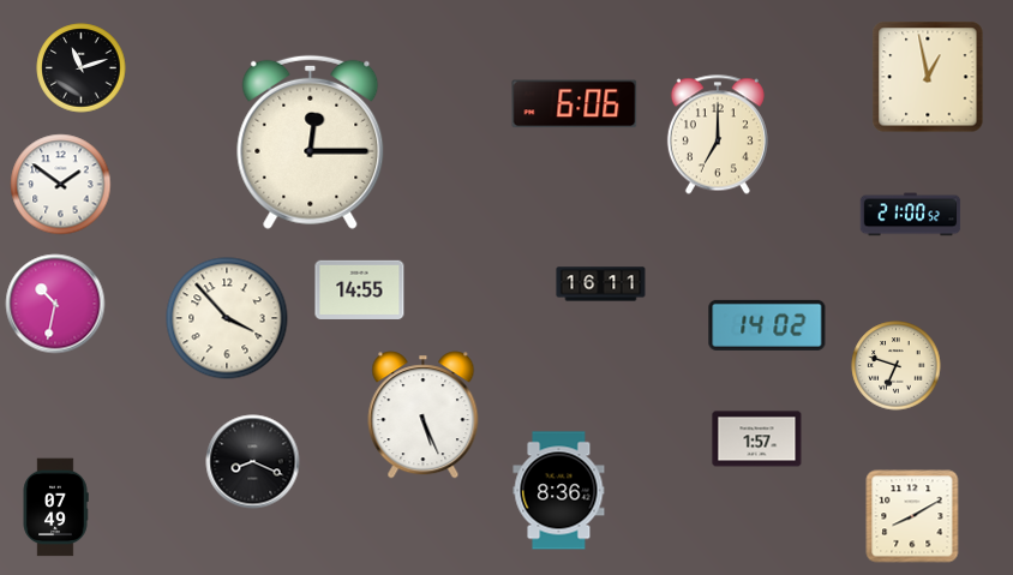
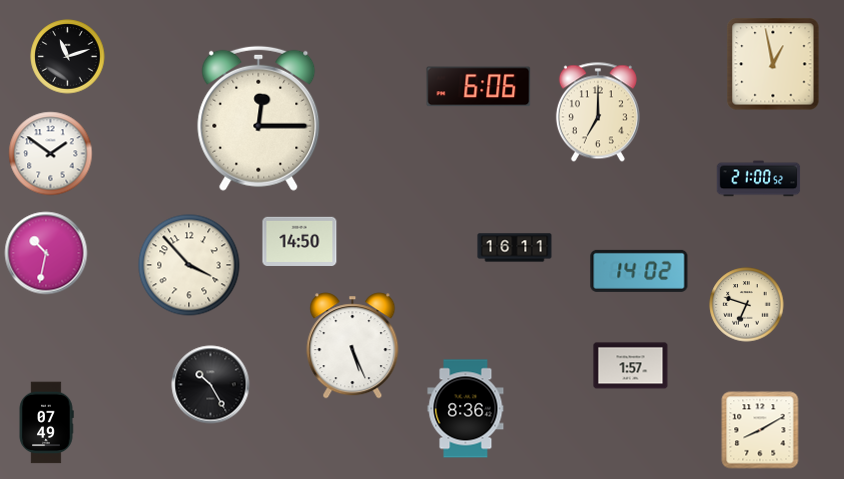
clock at (601, 284) position: (601, 284) -> (515, 248)
clock at (360, 289): 14:55 -> 14:50
clock at (253, 462): 8:19 -> 10:25
